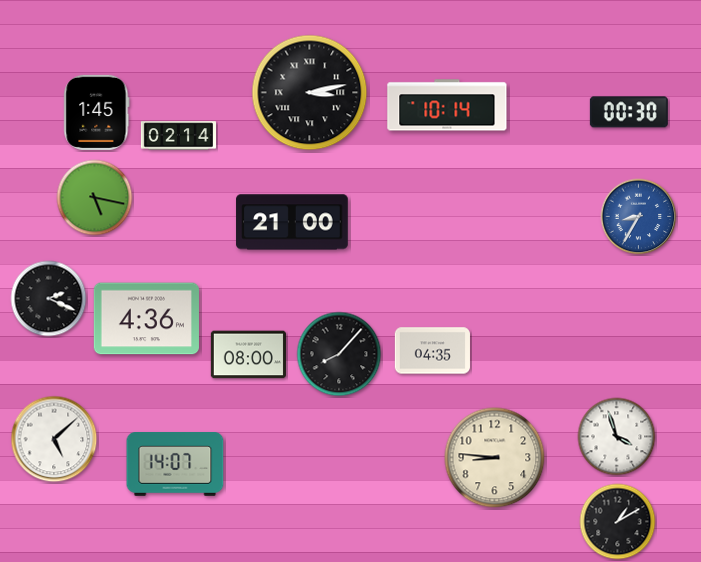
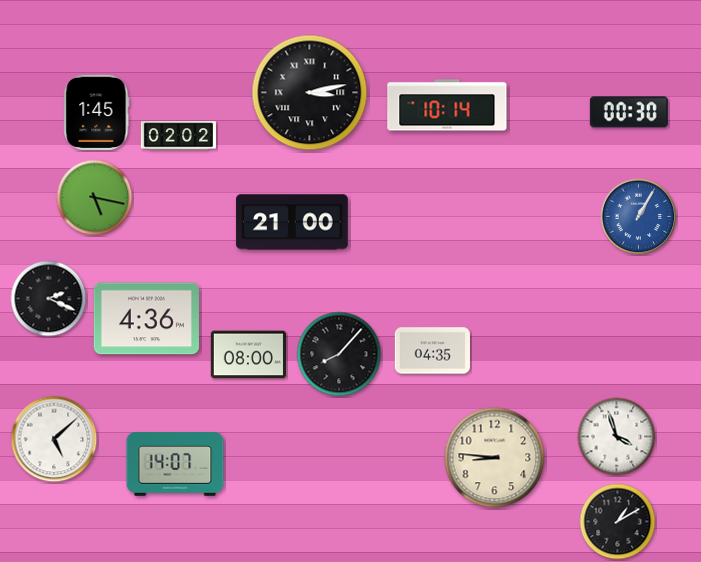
clock at (178, 136): 02:14 -> 02:02
clock at (639, 217): 8:35 -> 1:05
